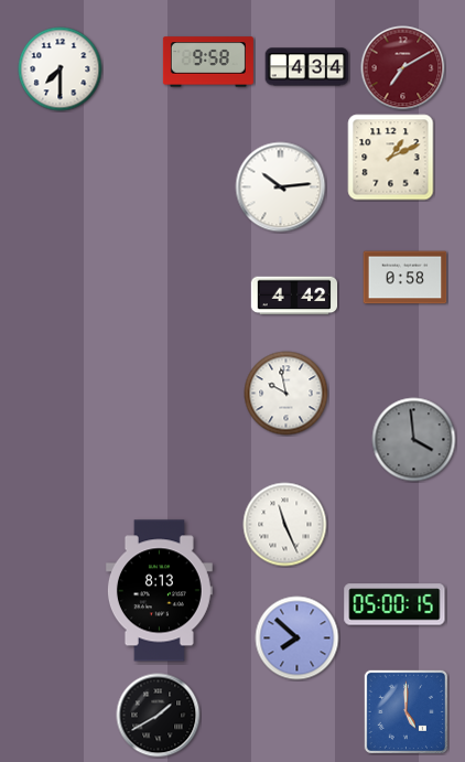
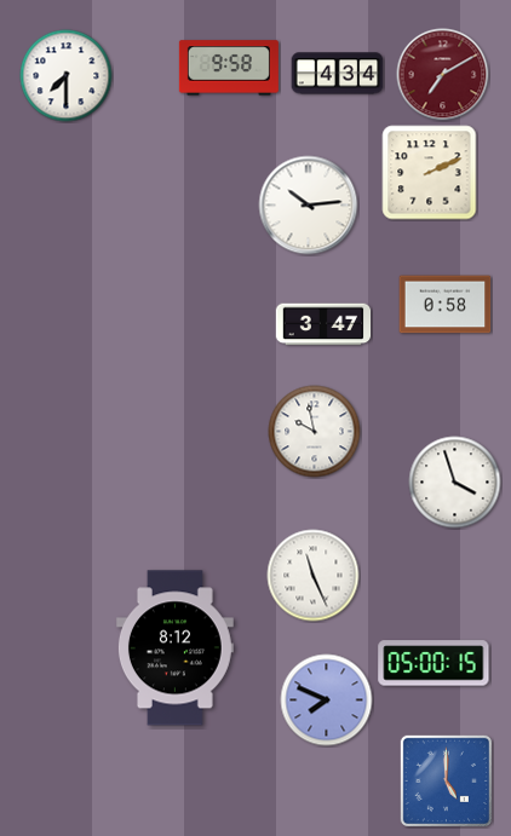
clock at (391, 158): 1:11 -> 2:11
clock at (294, 296): 4:42 -> 3:47
clock at (414, 440): 3:59 -> 3:57
clock at (414, 440) dial: grey -> white
clock at (159, 591): 8:13 -> 8:12
clock at (298, 638): 7:52 -> 7:49
clock at (159, 716): 1:40 -> none
